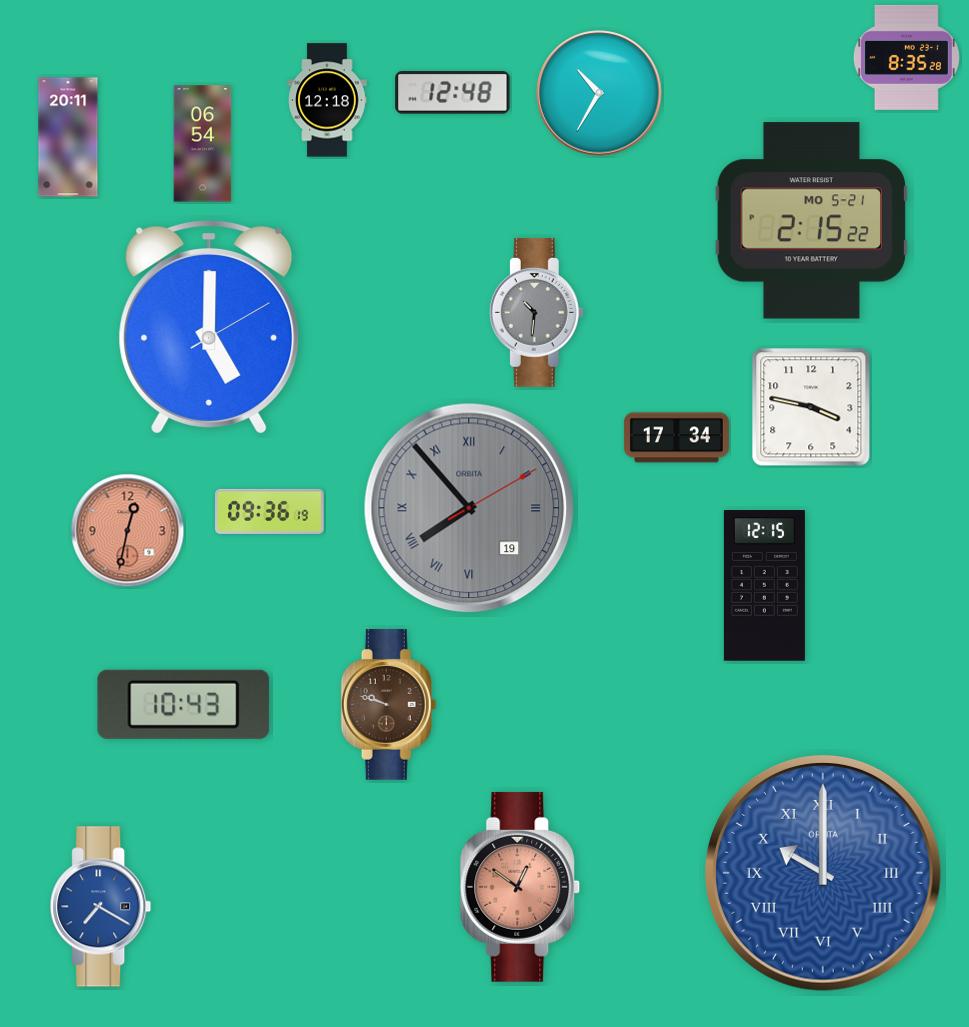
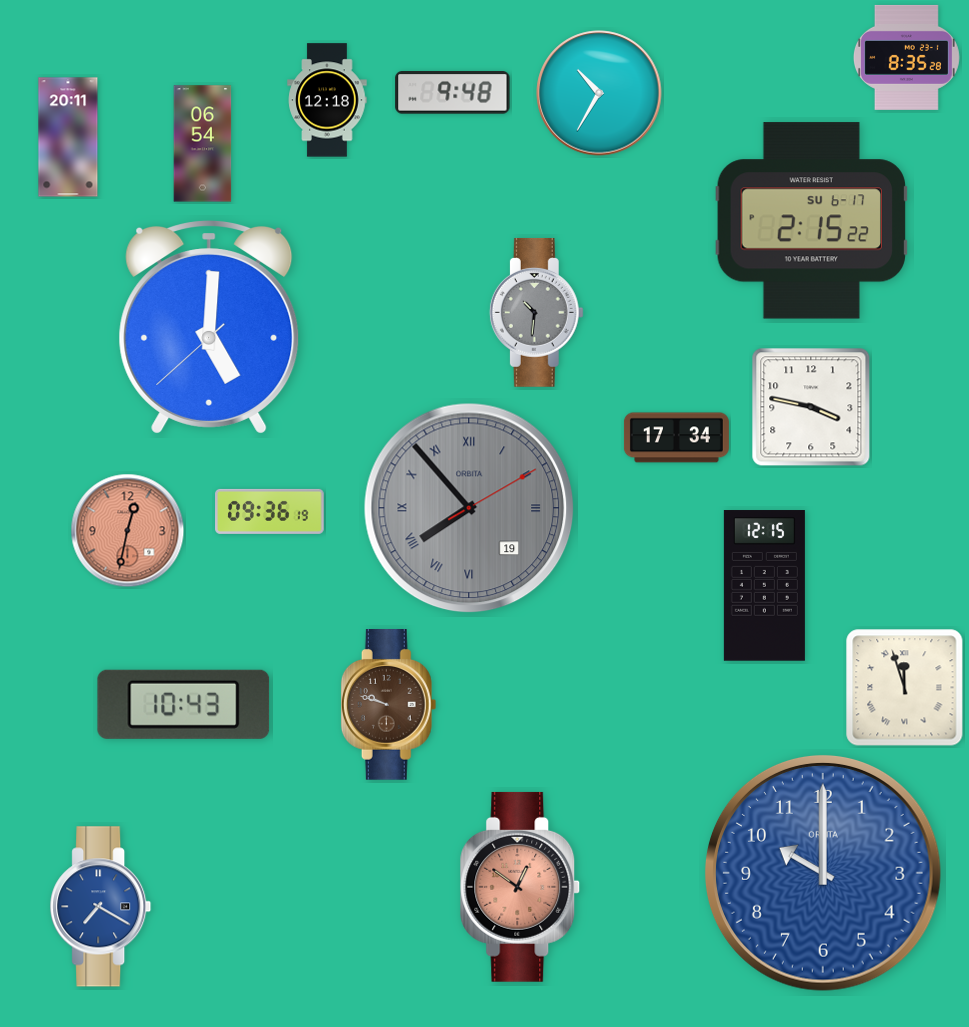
clock at (453, 93): 12:48 -> 9:48
clock at (812, 221) date: MO 5-21 -> SU 6-17
clock at (209, 328): 5:00:10 -> 5:00:38
clock at (905, 688): none -> 11:57
clock at (823, 873) numerals: Roman -> Arabic
